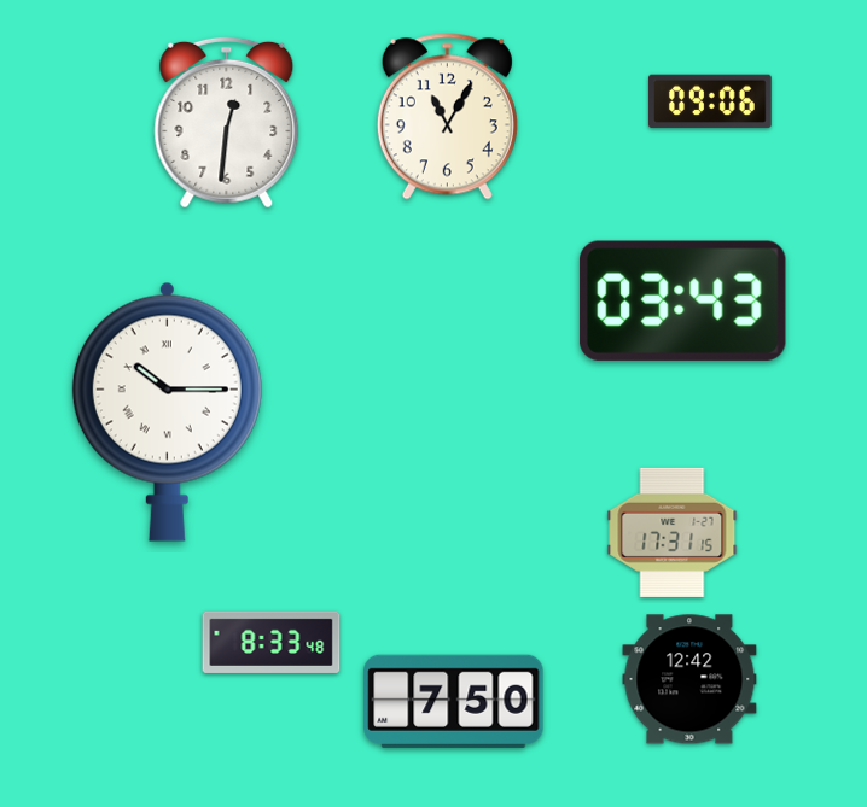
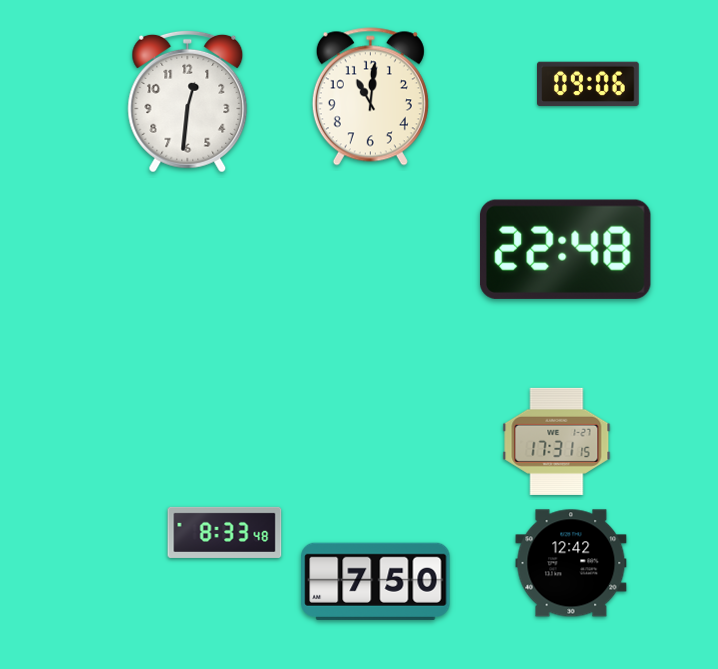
clock at (447, 117): 11:05 -> 11:01
clock at (682, 300): 03:43 -> 22:48
clock at (167, 411): 10:15 -> none
